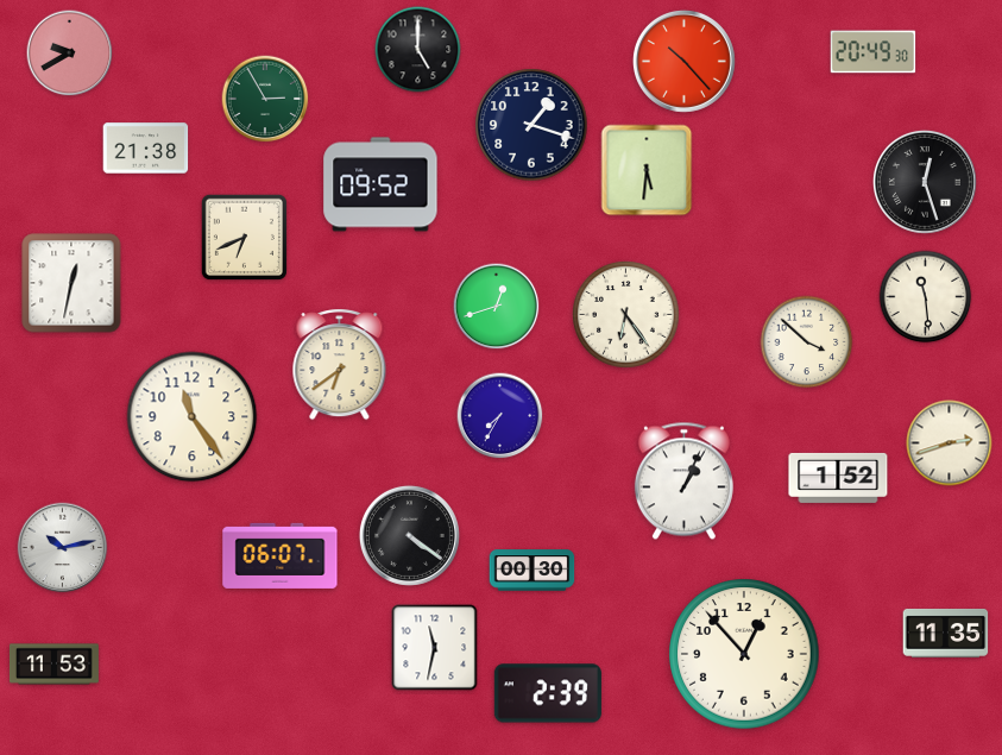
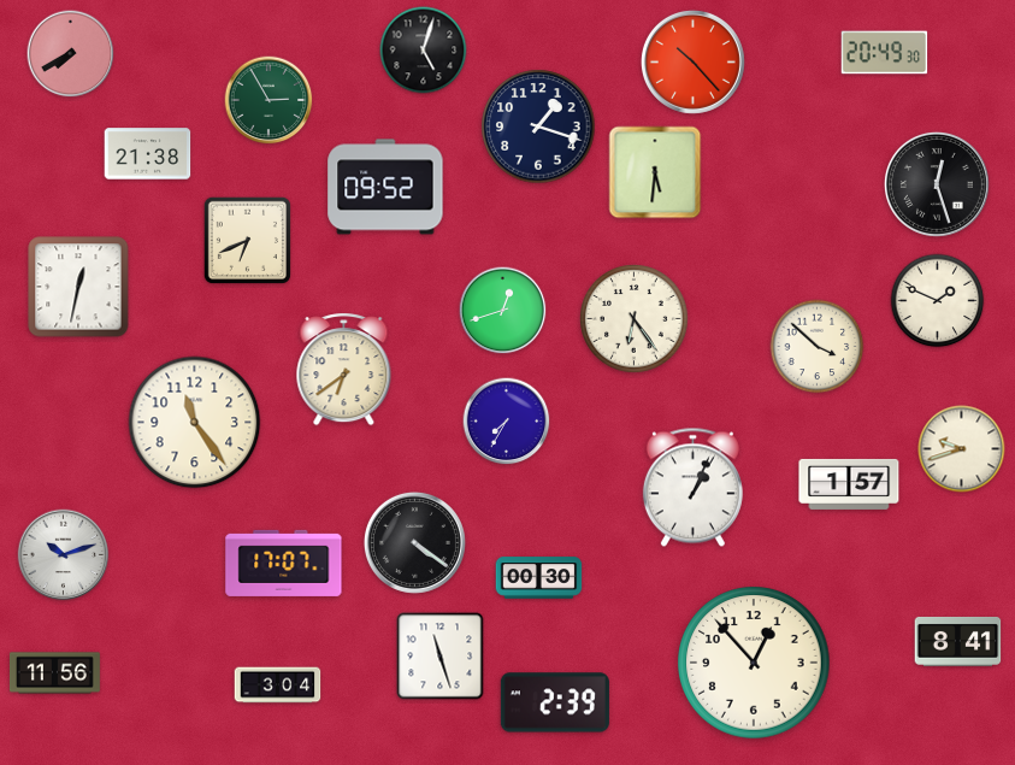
clock at (418, 50): 5:00 -> 5:03
clock at (70, 54): 9:40 -> 7:40
clock at (146, 149) position: (146, 149) -> (148, 154)
clock at (71, 283) position: (71, 283) -> (78, 287)
clock at (926, 297): 11:29 -> 1:49
clock at (950, 443): 2:42 -> 9:42
clock at (838, 478): 1:52 -> 1:57
clock at (63, 548): 10:13 -> 10:12
clock at (281, 555): 06:07 -> 17:07
clock at (946, 633): 11:35 -> 8:41
clock at (435, 648): 11:32 -> 11:27
clock at (53, 665): 11:53 -> 11:56
clock at (278, 685): none -> 3:04
